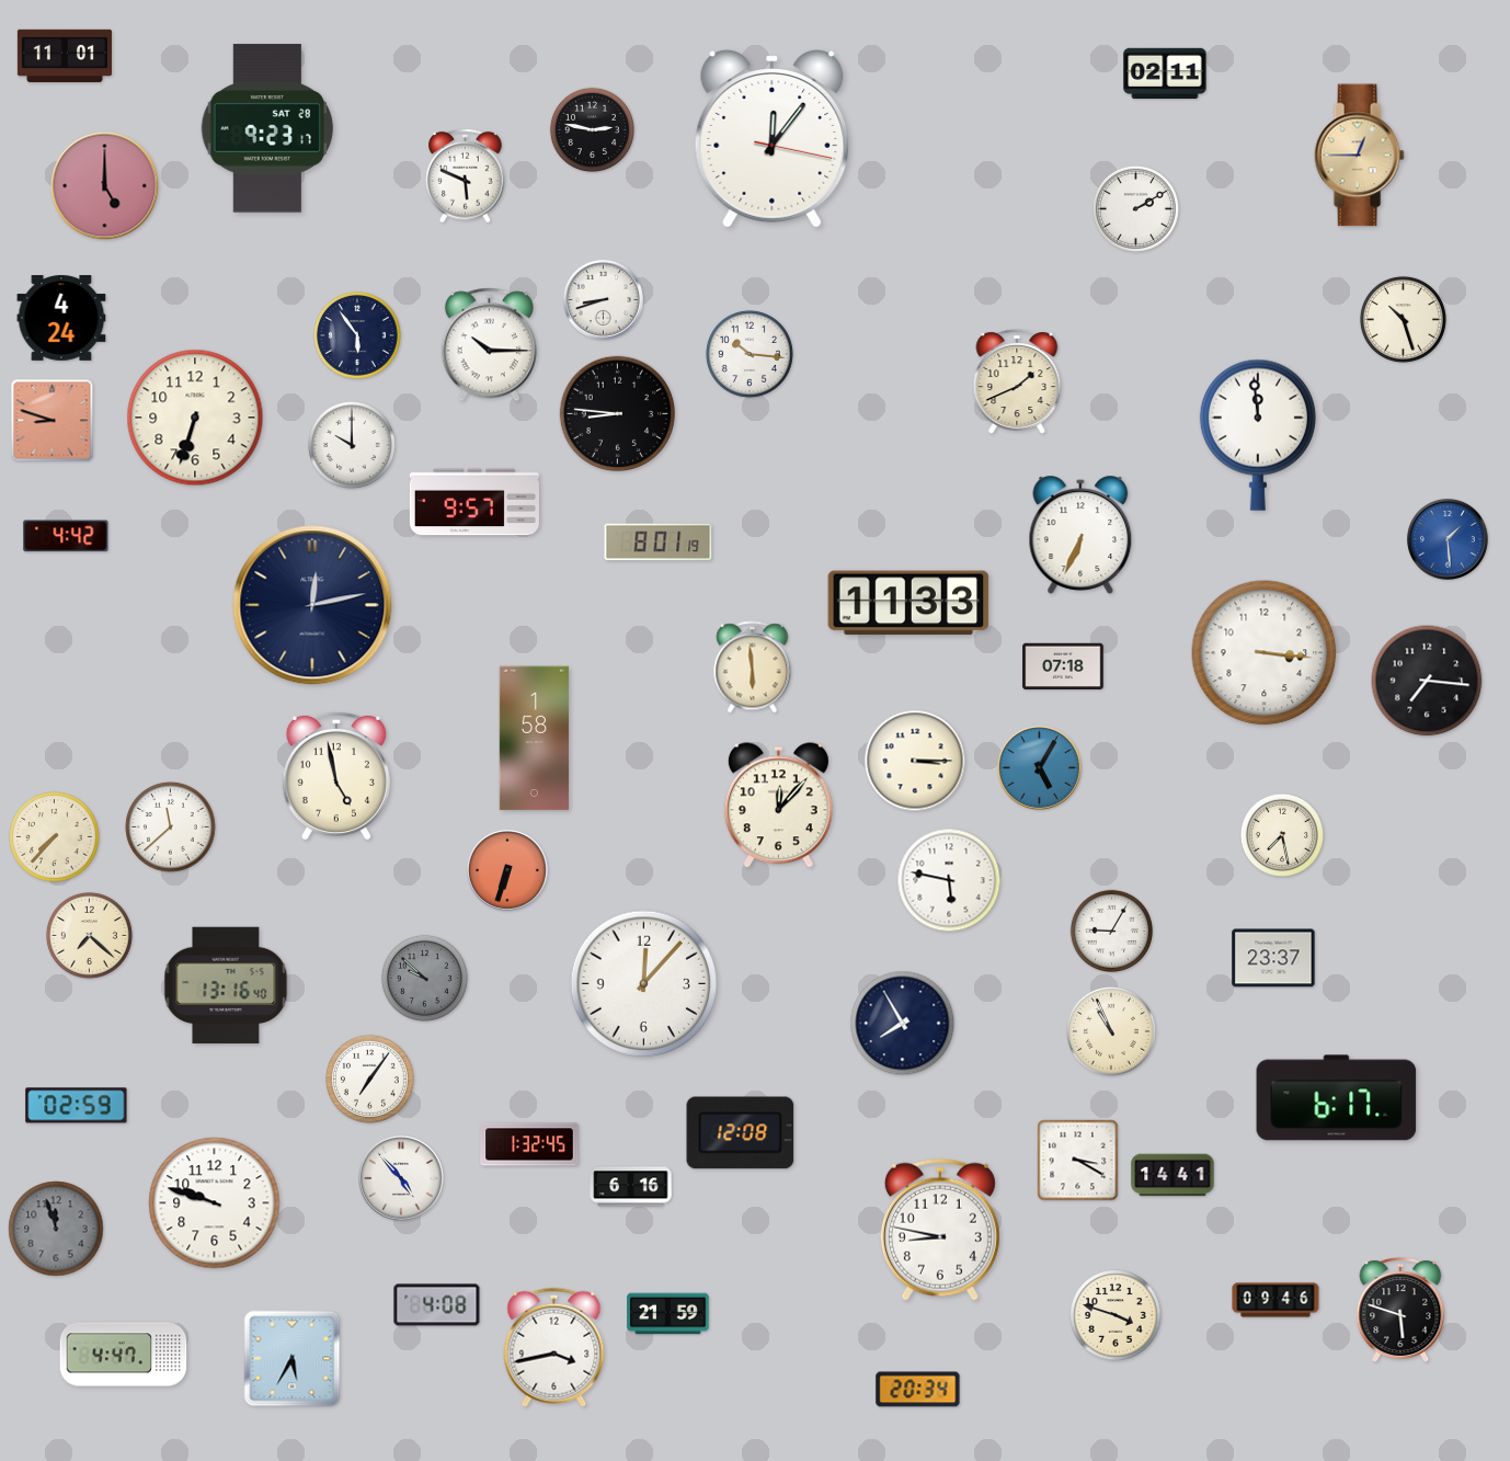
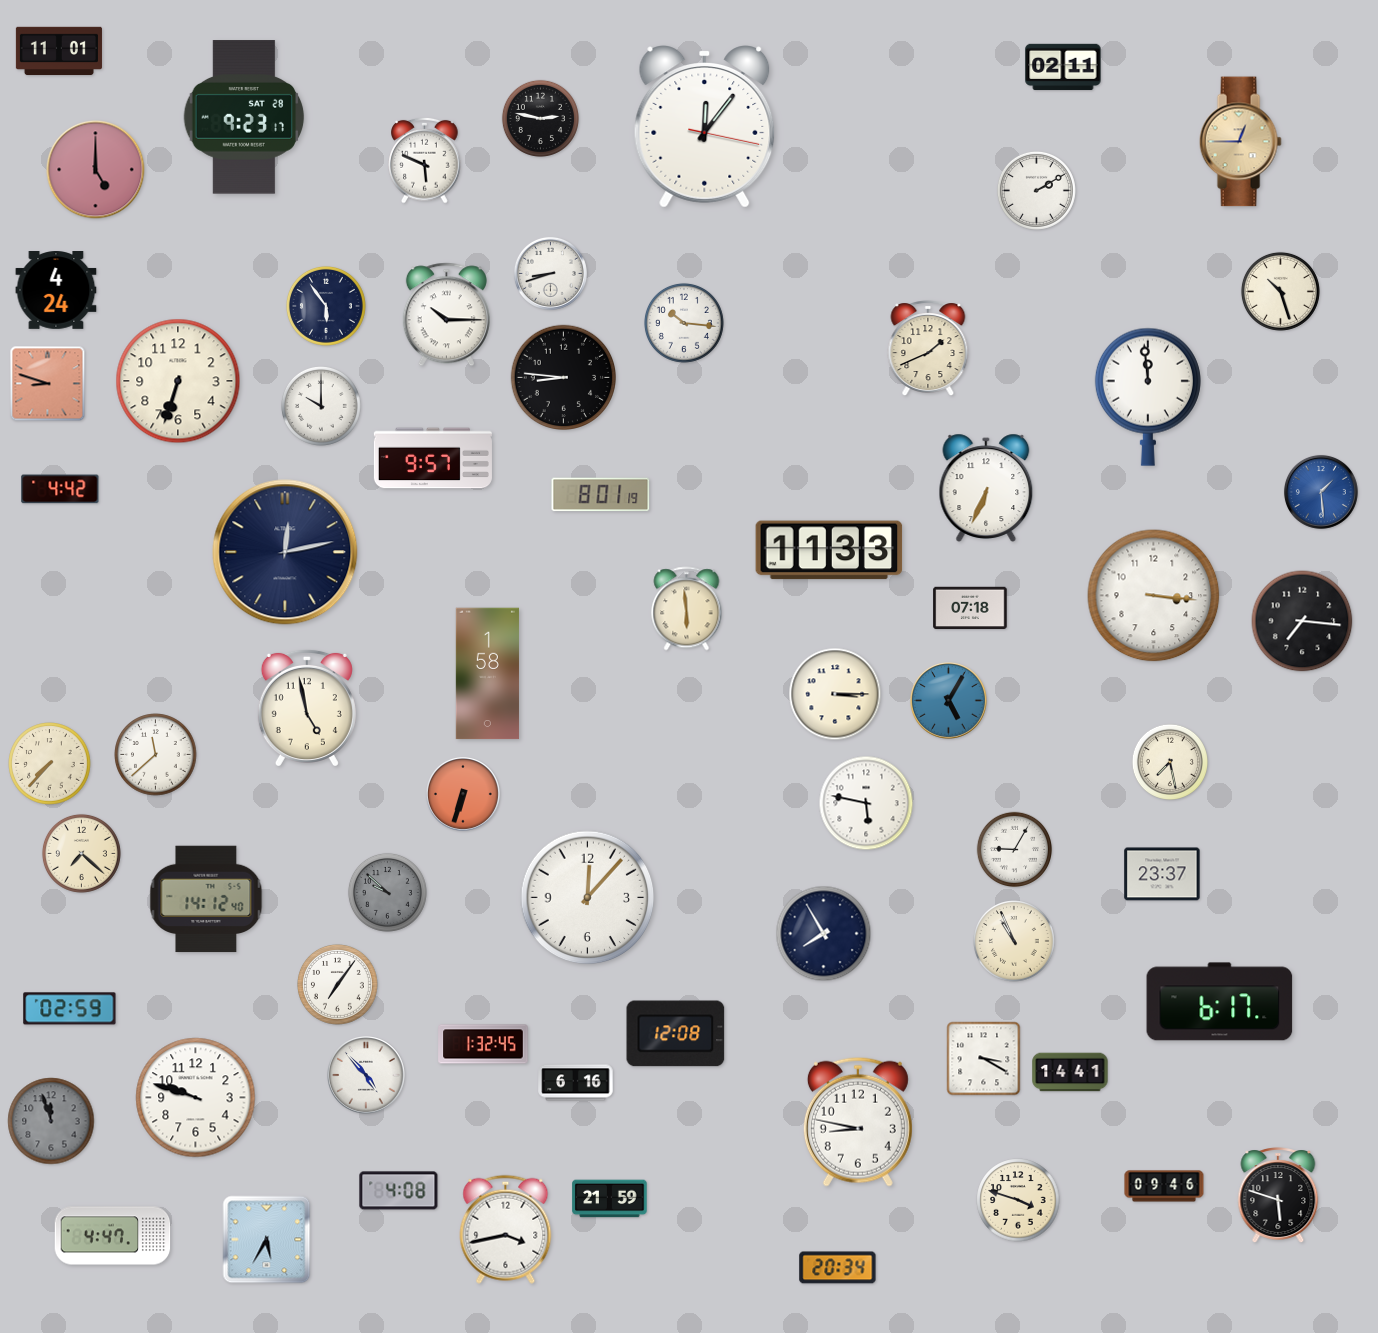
clock at (778, 806): 12:07 -> none
clock at (226, 985): 13:16 -> 14:12
